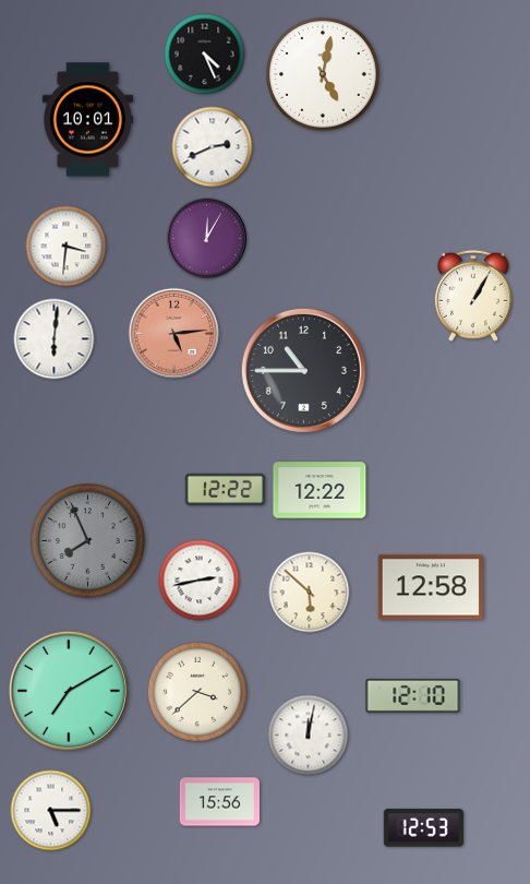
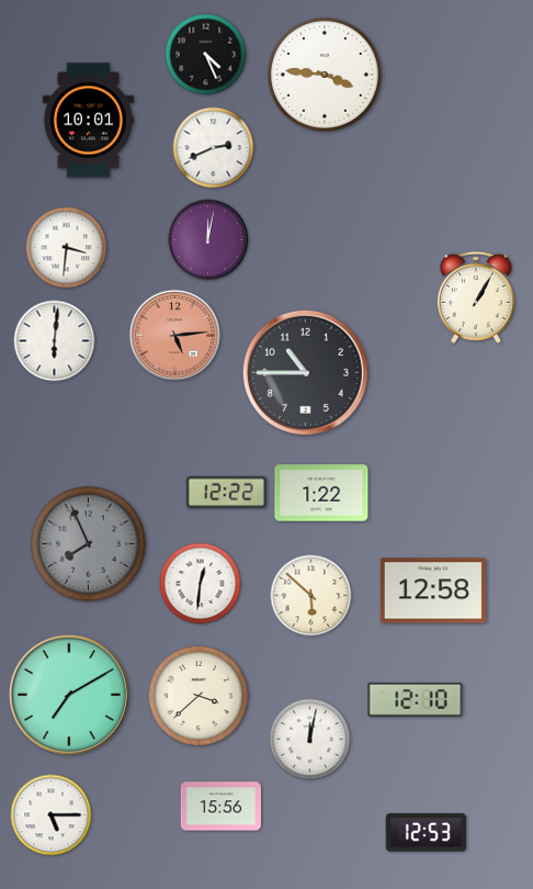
clock at (324, 75): 5:02 -> 3:46
clock at (207, 239): 12:05 -> 12:02
clock at (320, 490): 12:22 -> 1:22
clock at (200, 581): 2:43 -> 12:31
